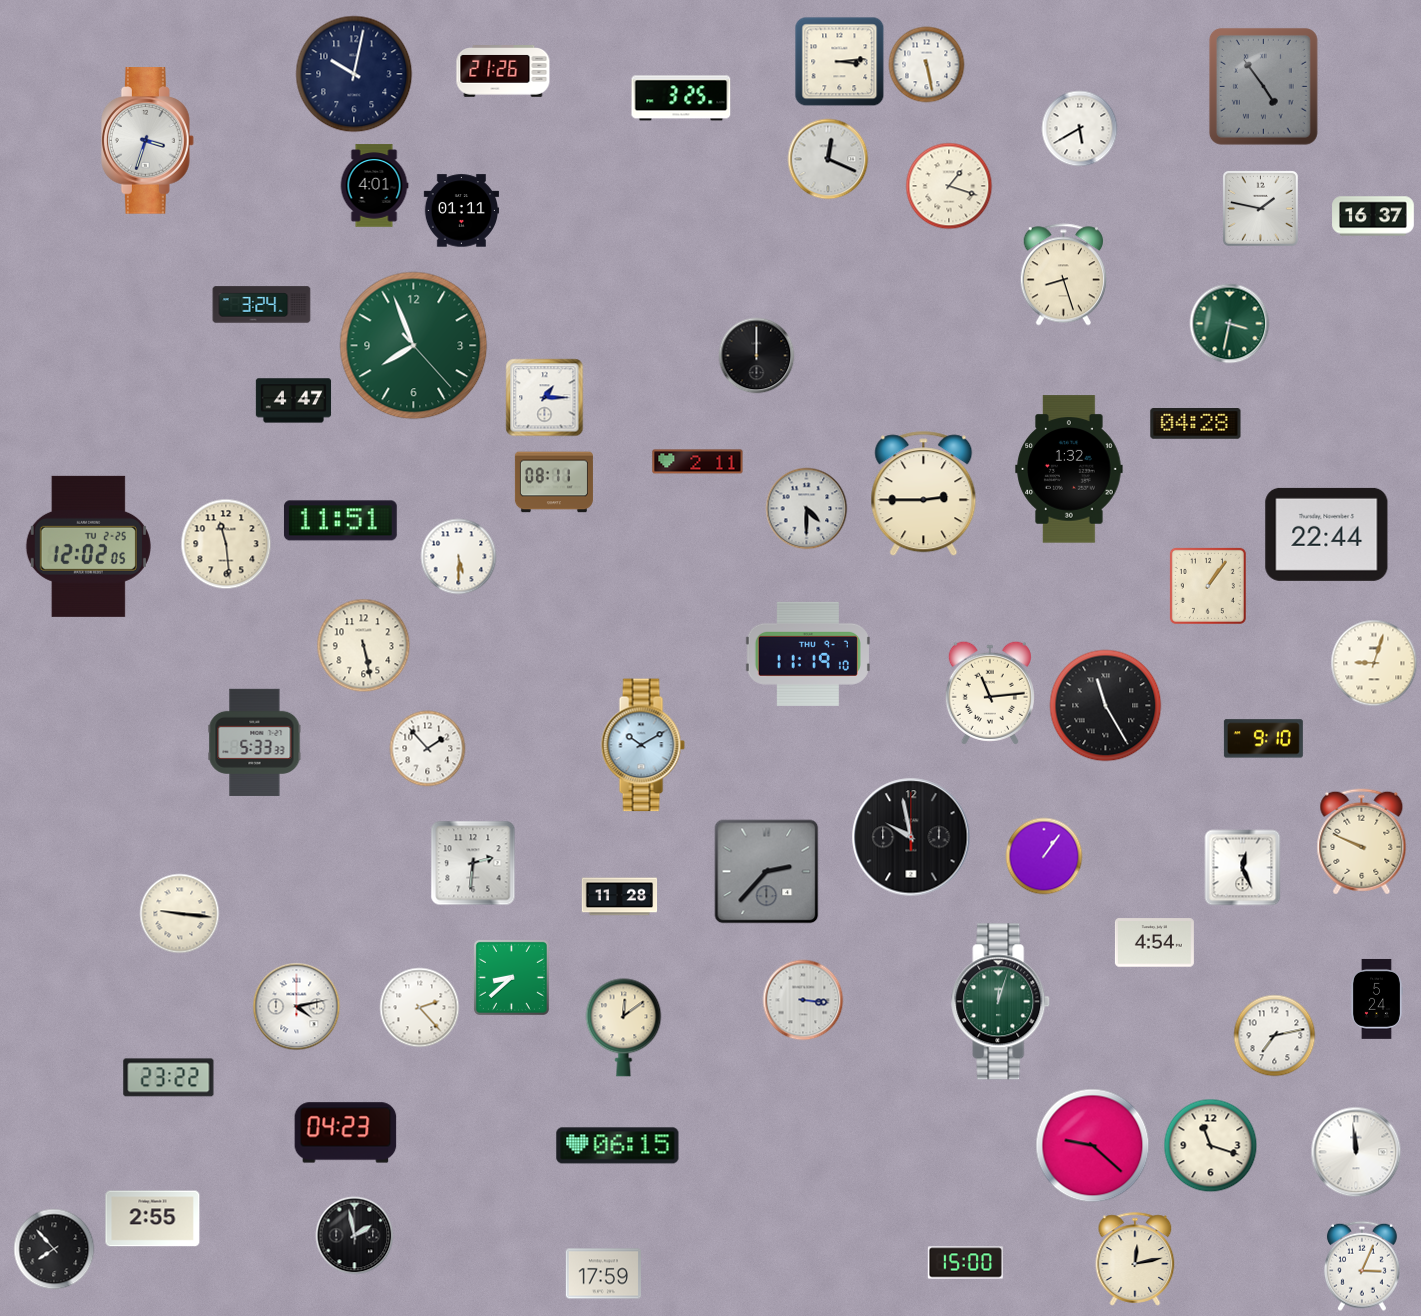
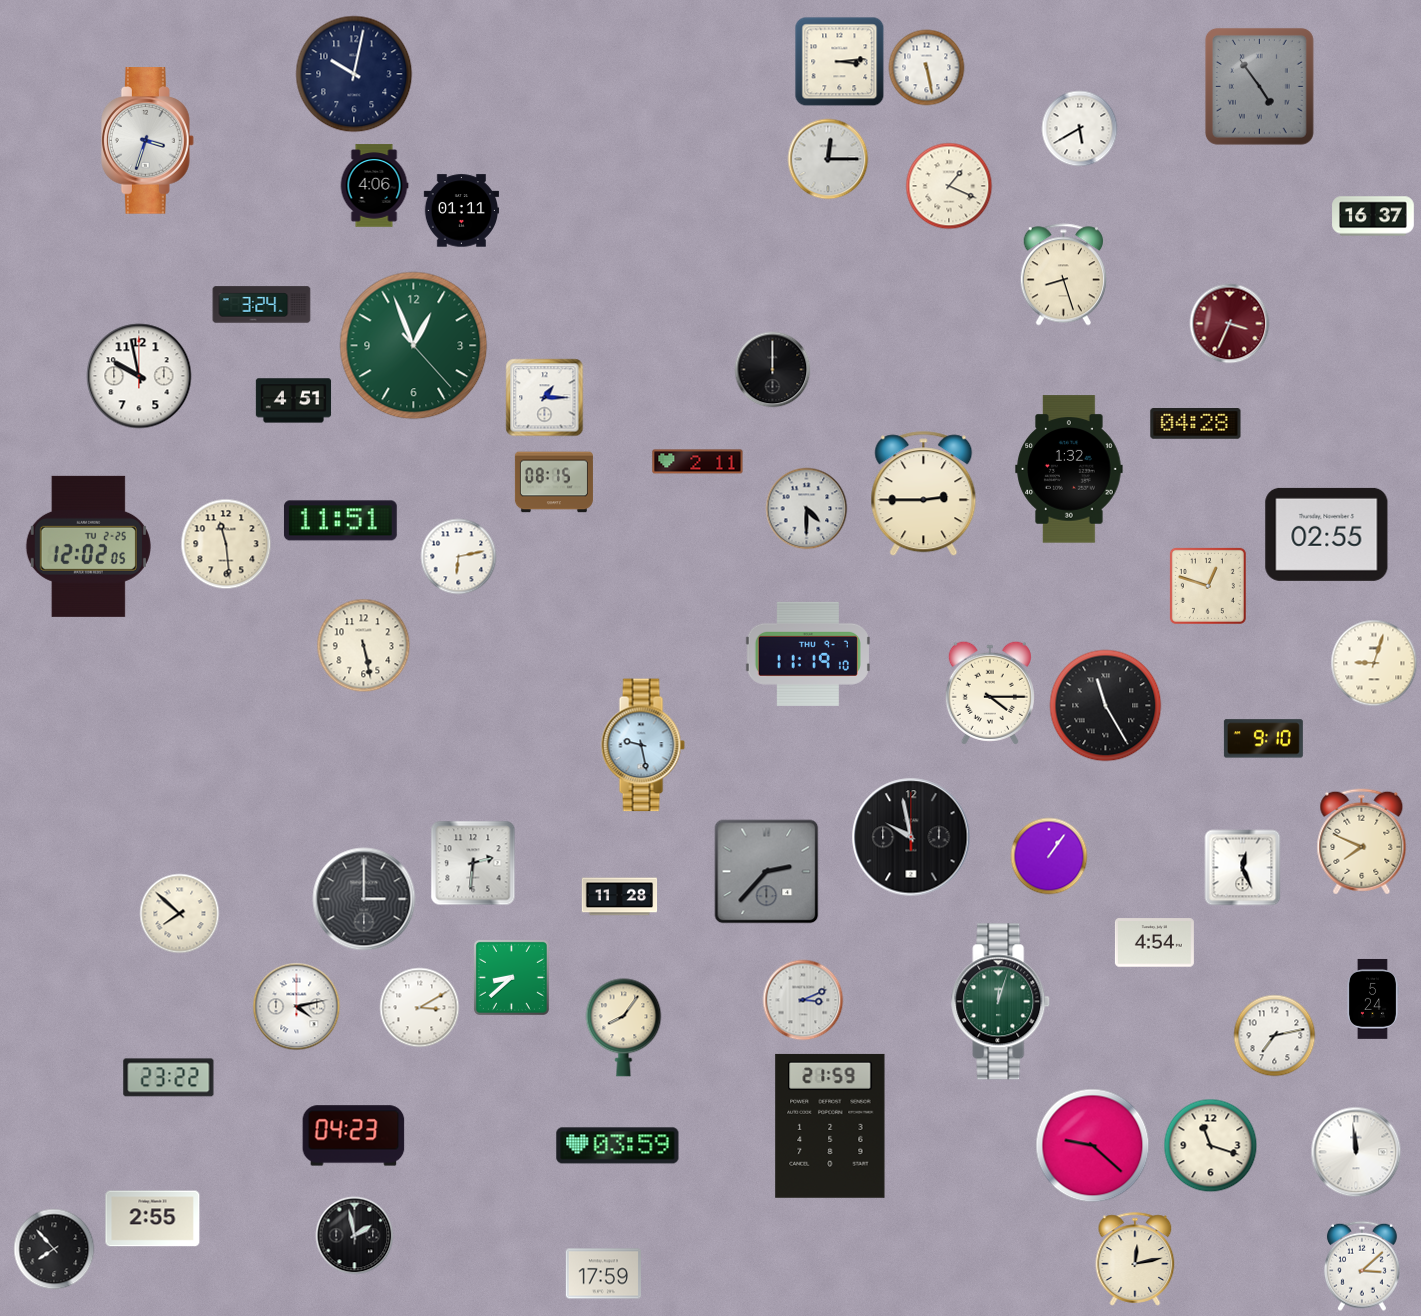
clock at (927, 65) position: (927, 65) -> (927, 68)
clock at (503, 72): 21:26 -> none
clock at (1263, 86) position: (1263, 86) -> (1259, 86)
clock at (681, 98): 3:25 -> none
clock at (828, 159): 12:19 -> 12:15
clock at (374, 186): 4:01 -> 4:06
clock at (949, 186): 1:18 -> 1:19
clock at (1260, 208): 1:47 -> none
clock at (1230, 324): 3:32 -> 3:34
clock at (1230, 324) dial: green -> burgundy
clock at (414, 346): 7:56 -> 12:56
clock at (757, 356) position: (757, 356) -> (773, 370)
clock at (139, 376): none -> 9:58
clock at (294, 401): 4:47 -> 4:51
clock at (554, 482): 08:11 -> 08:15
clock at (1327, 534): 22:44 -> 02:55
clock at (459, 557): 5:30 -> 6:13
clock at (1208, 586): 1:06 -> 12:48
clock at (990, 693): 11:14 -> 4:15
clock at (255, 742): 5:33 -> none
clock at (643, 745): 10:10 -> 9:28
clock at (428, 749): 1:53 -> none
clock at (1362, 842): 9:49 -> 7:49
clock at (1044, 856) position: (1044, 856) -> (1049, 856)
clock at (364, 899): none -> 3:00
clock at (180, 914): 9:16 -> 7:52
clock at (1376, 999) position: (1376, 999) -> (1372, 999)
clock at (803, 1000): 3:16 -> 3:11
clock at (420, 1008): 2:23 -> 3:10
clock at (624, 1028): 12:09 -> 8:06
clock at (830, 1126): none -> 21:59
clock at (346, 1133) position: (346, 1133) -> (354, 1136)
clock at (618, 1146): 06:15 -> 03:59
clock at (965, 1263): 15:00 -> none
clock at (1362, 1266): 3:04 -> 3:08
